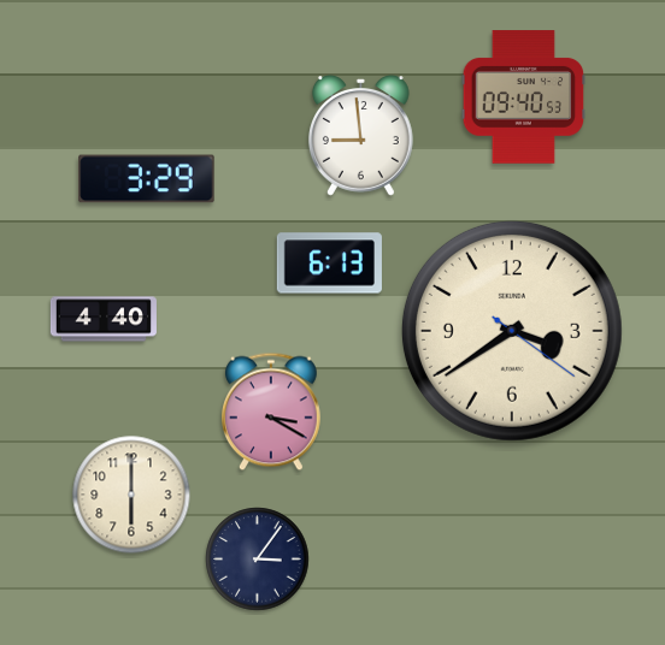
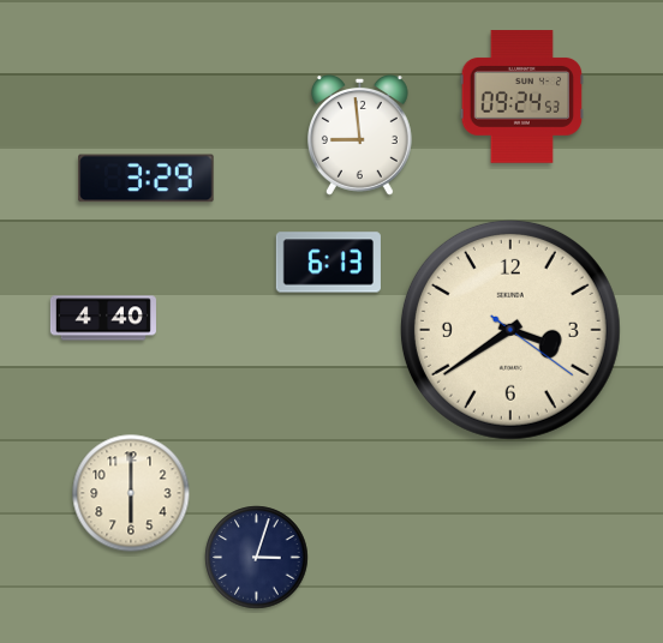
clock at (524, 97): 09:40 -> 09:24
clock at (272, 412): 3:20 -> none
clock at (258, 560): 3:06 -> 3:03
